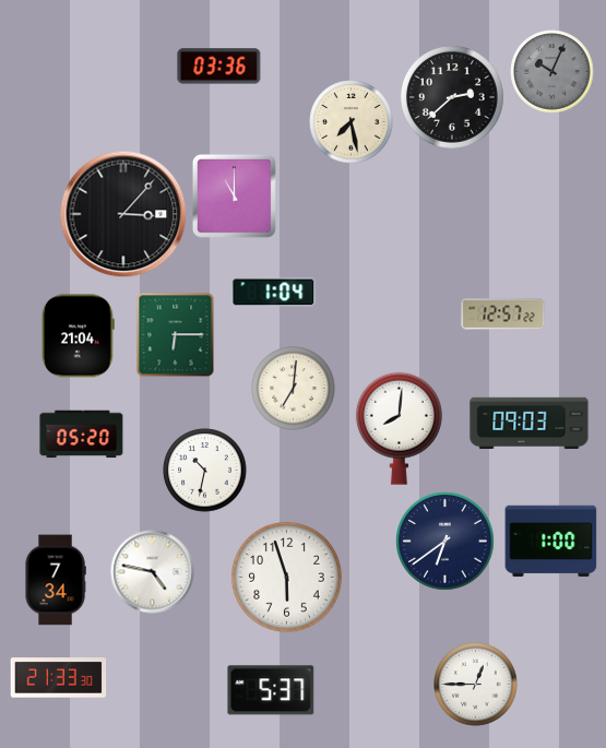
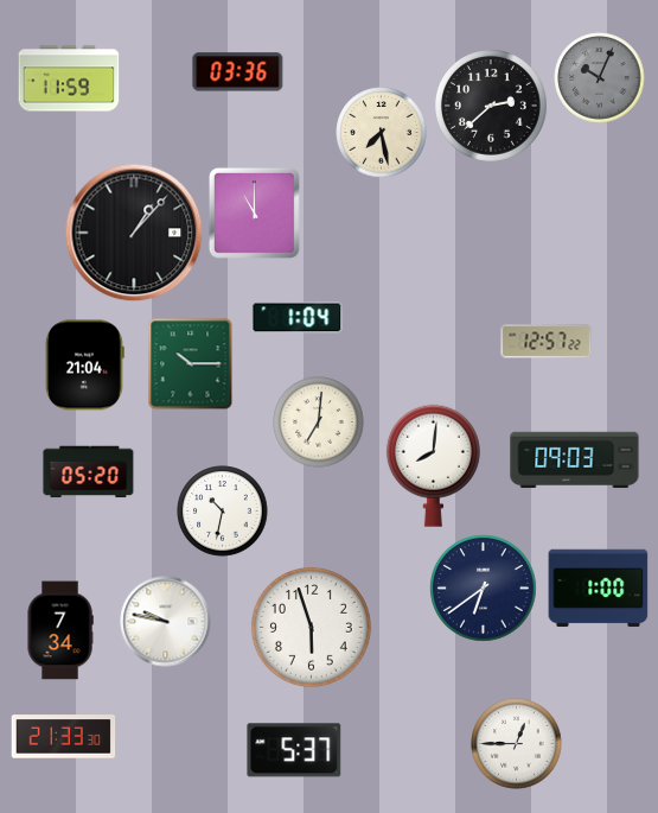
clock at (69, 78): none -> 11:59
clock at (123, 214): 3:07 -> 1:07
clock at (176, 335): 6:15 -> 10:15
clock at (153, 572): 4:47 -> 9:47
